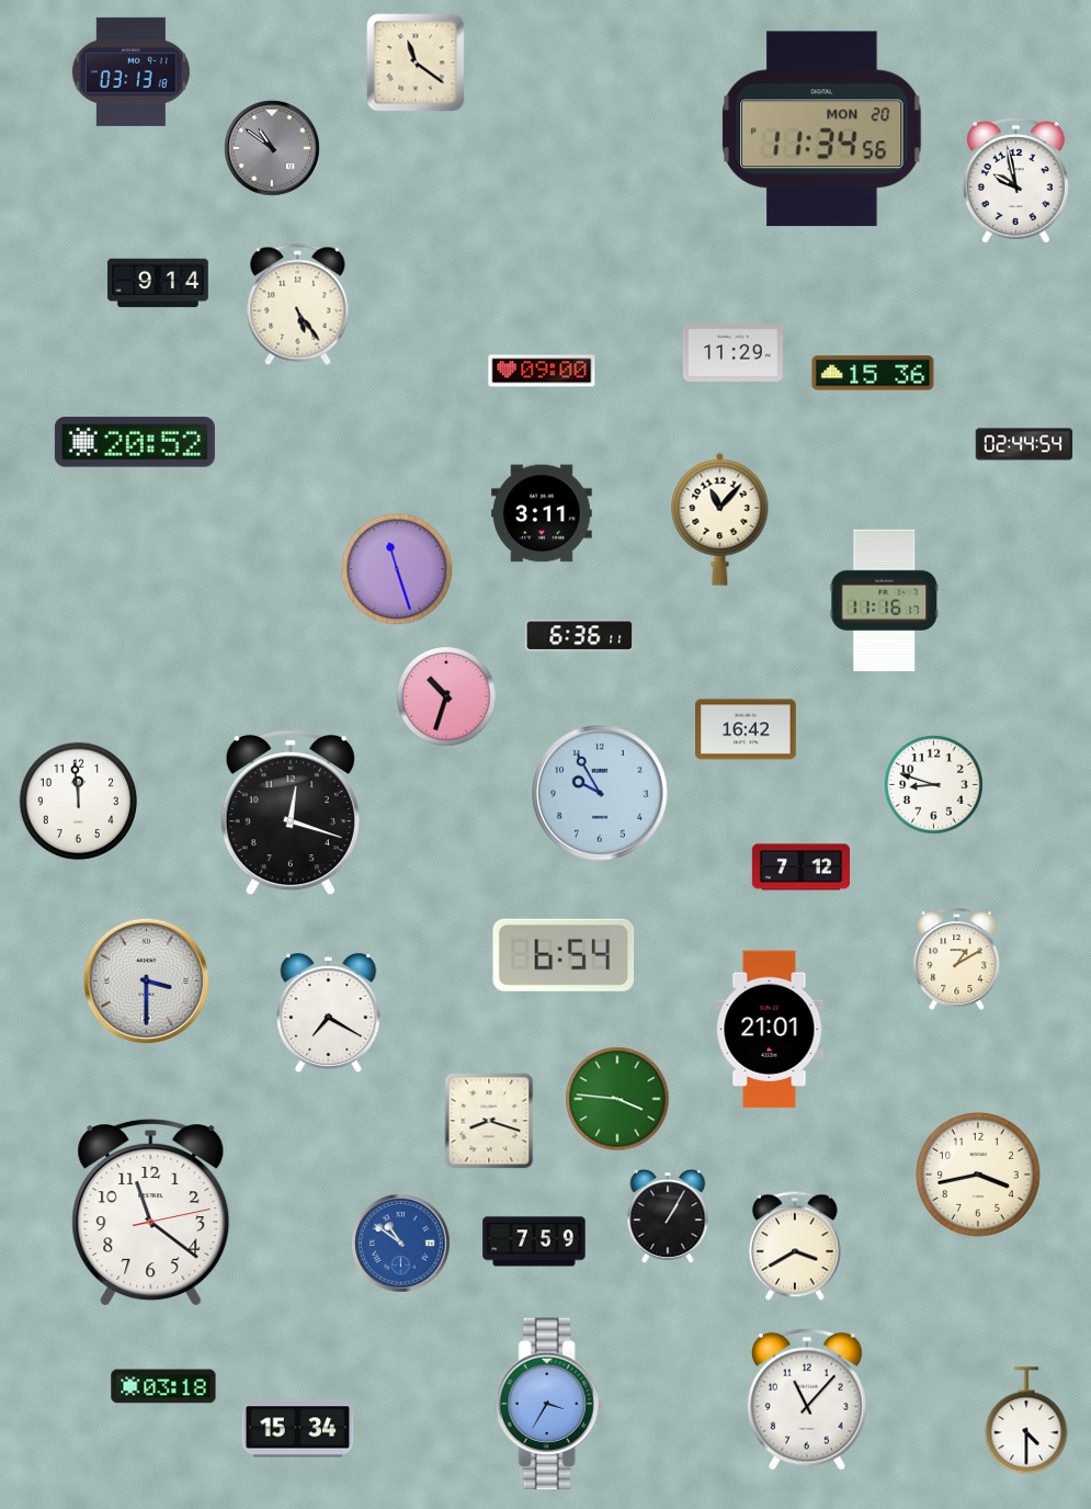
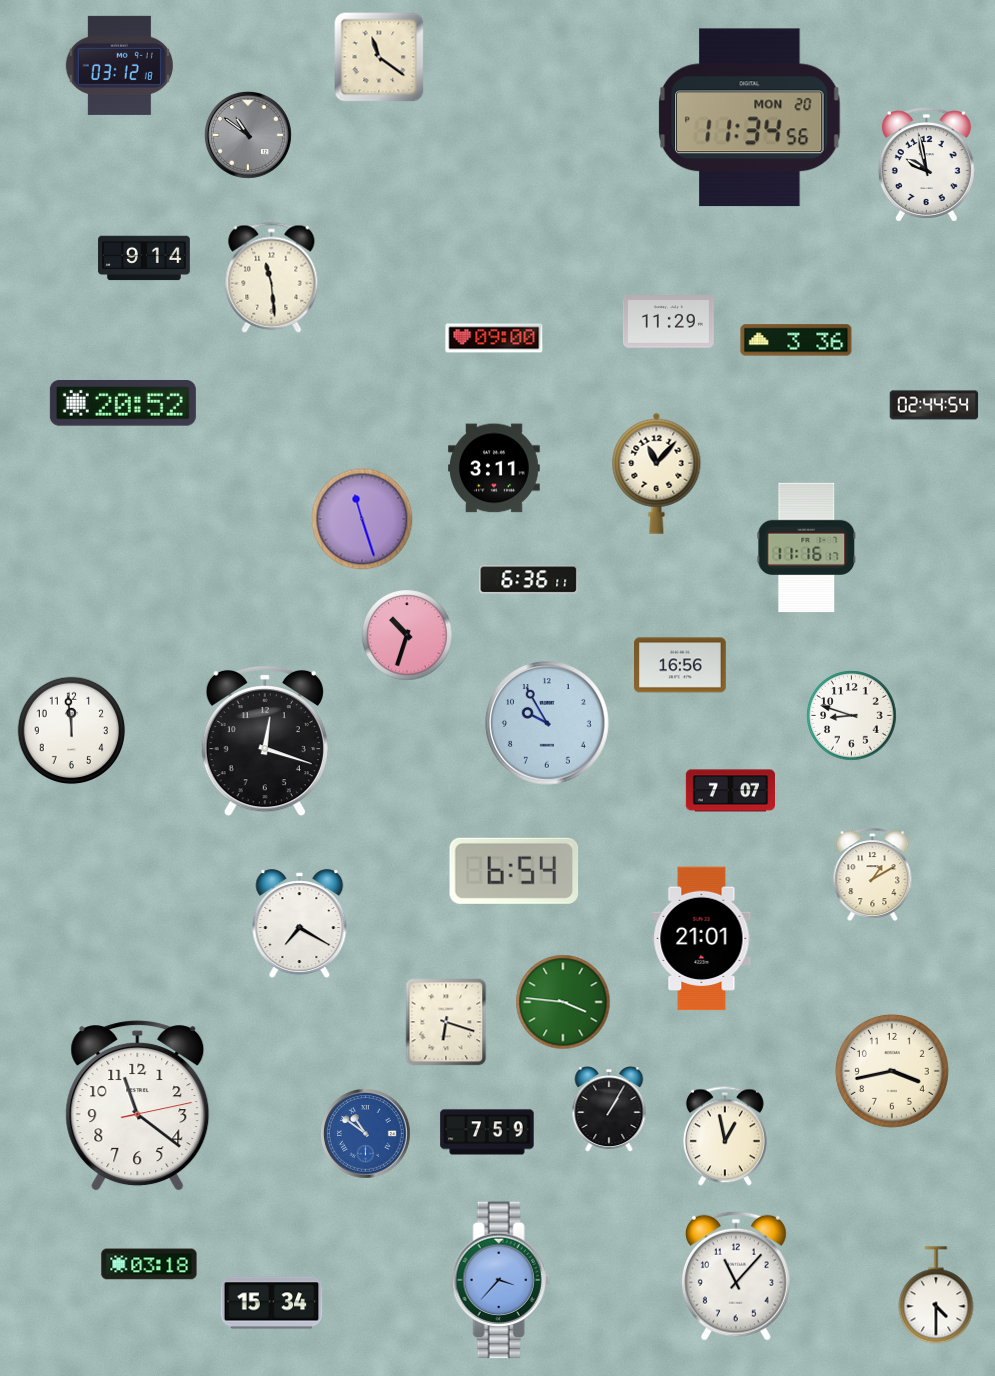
clock at (130, 71): 03:13 -> 03:12
clock at (298, 304): 5:24 -> 11:29
clock at (873, 373): 15:36 -> 3:36
clock at (747, 729): 16:42 -> 16:56
clock at (800, 867): 7:12 -> 7:07
clock at (146, 980): 3:30 -> none
clock at (489, 1121): 8:18 -> 6:18
clock at (795, 1246): 3:40 -> 12:58
clock at (549, 1404): 3:35 -> 3:37
